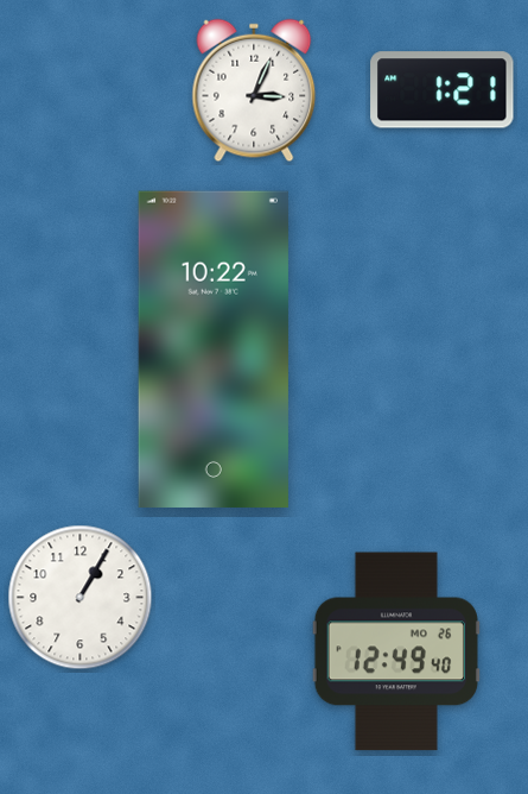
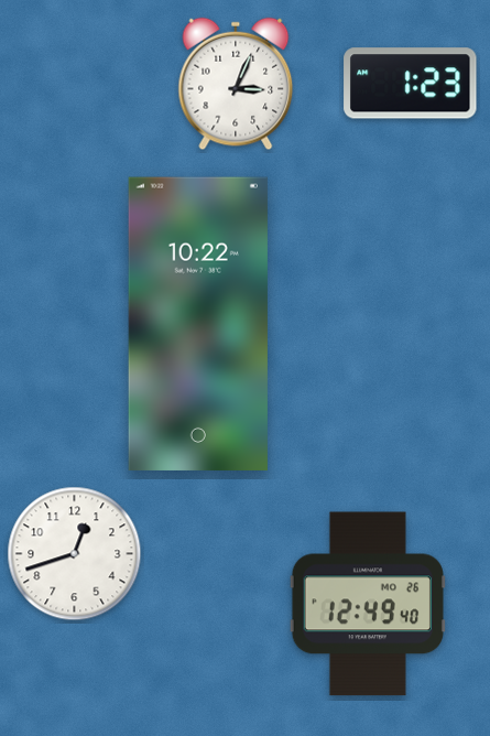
clock at (443, 90): 1:21 -> 1:23
clock at (81, 598): 1:05 -> 12:42
